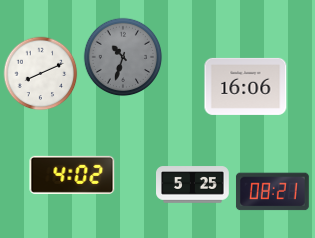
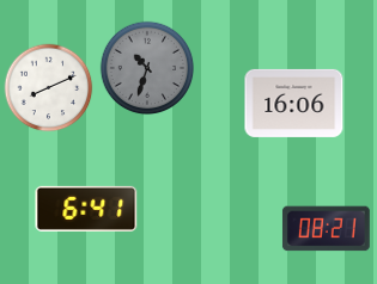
clock at (72, 175): 4:02 -> 6:41
clock at (193, 185): 5:25 -> none
